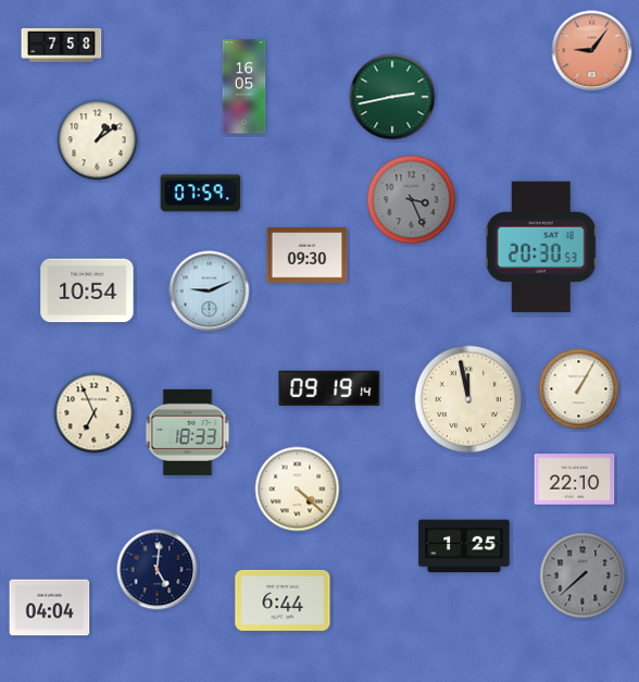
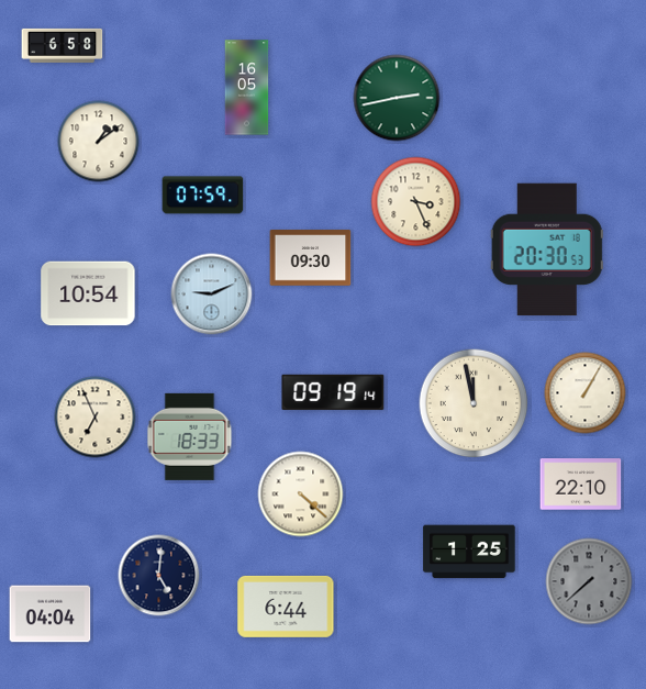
clock at (62, 45): 7:58 -> 6:58
clock at (592, 51): 9:06 -> none
clock at (412, 200) dial: grey -> cream
